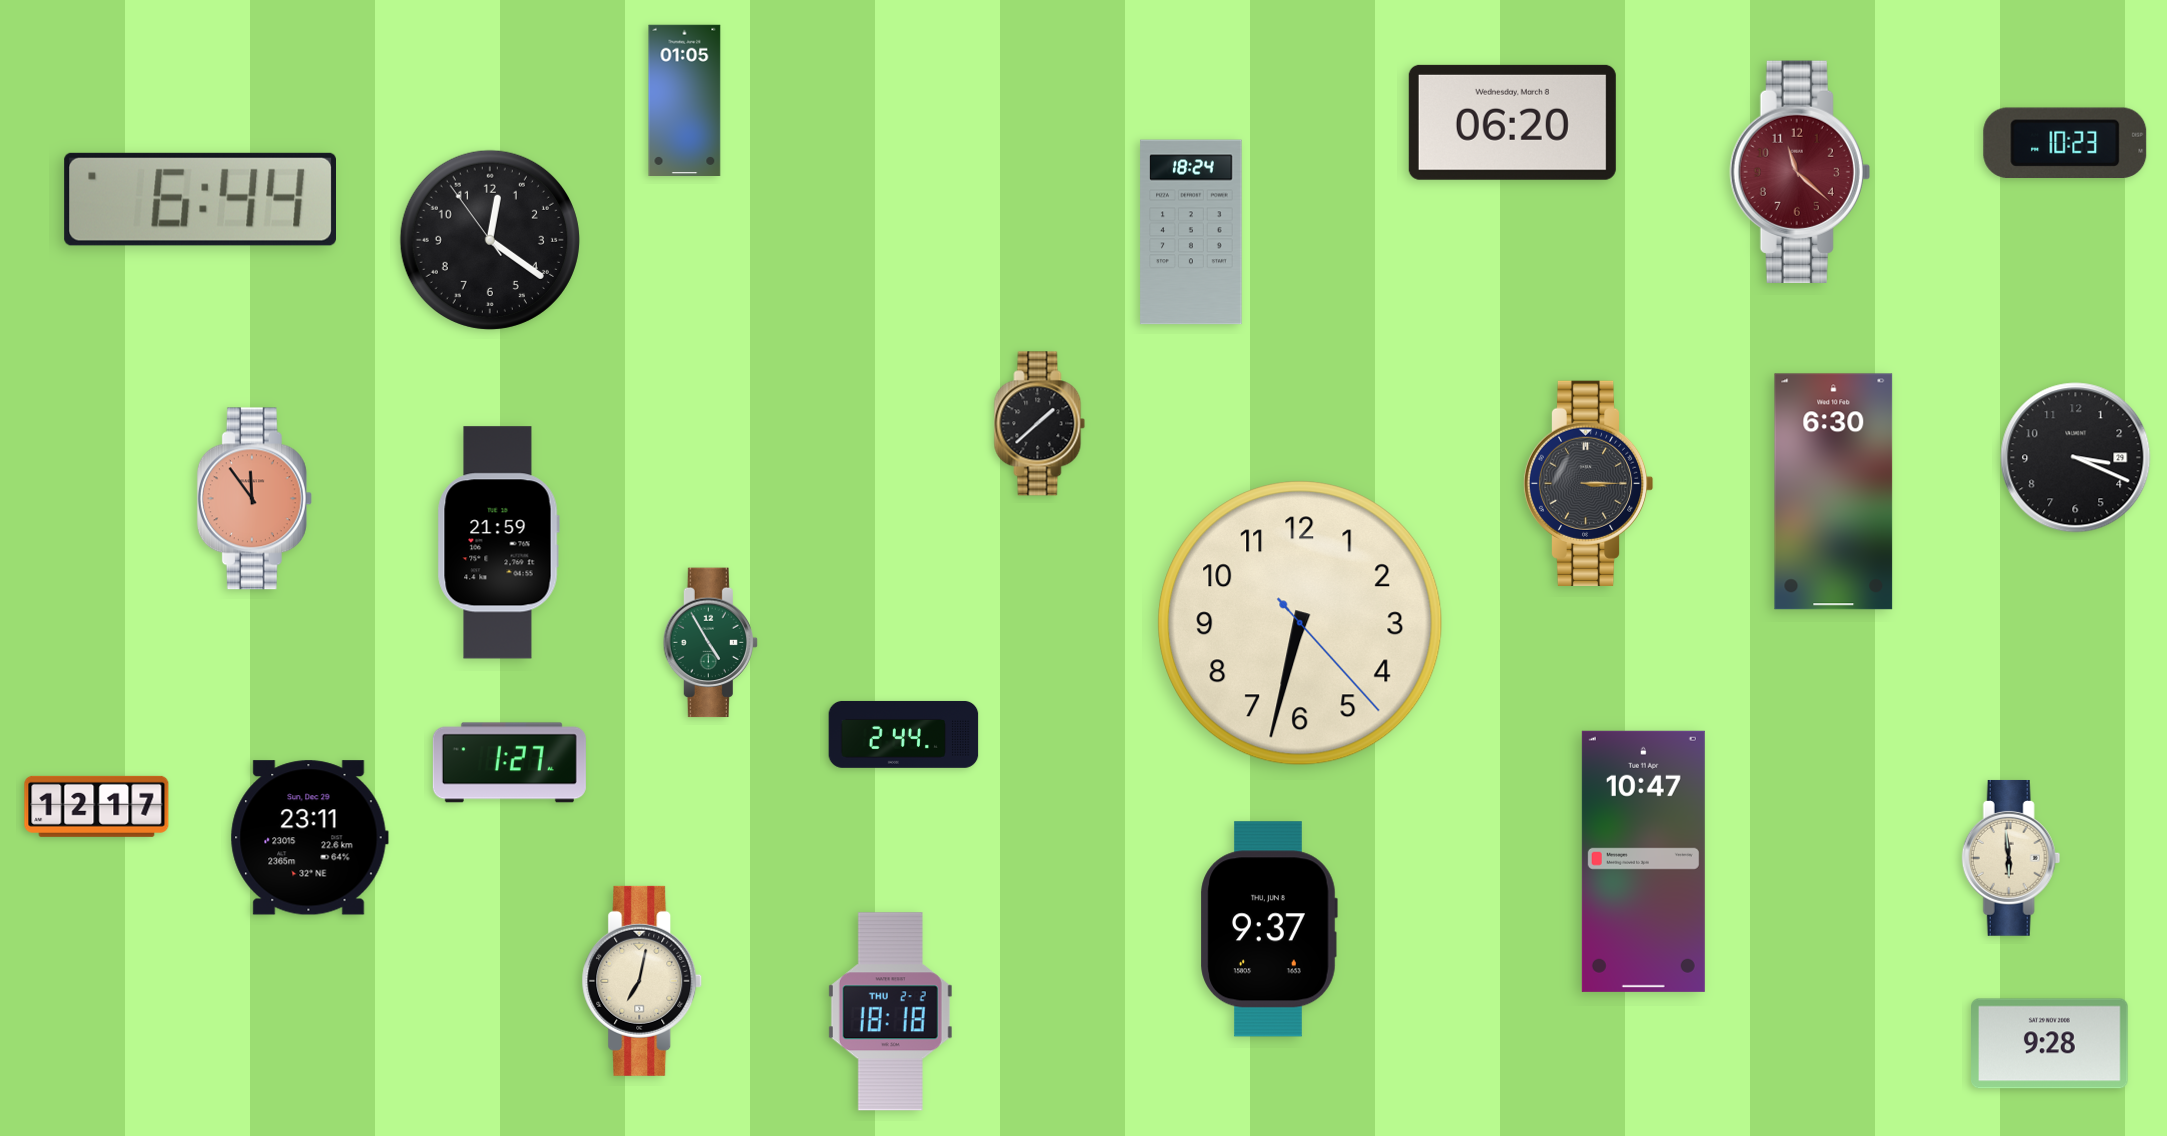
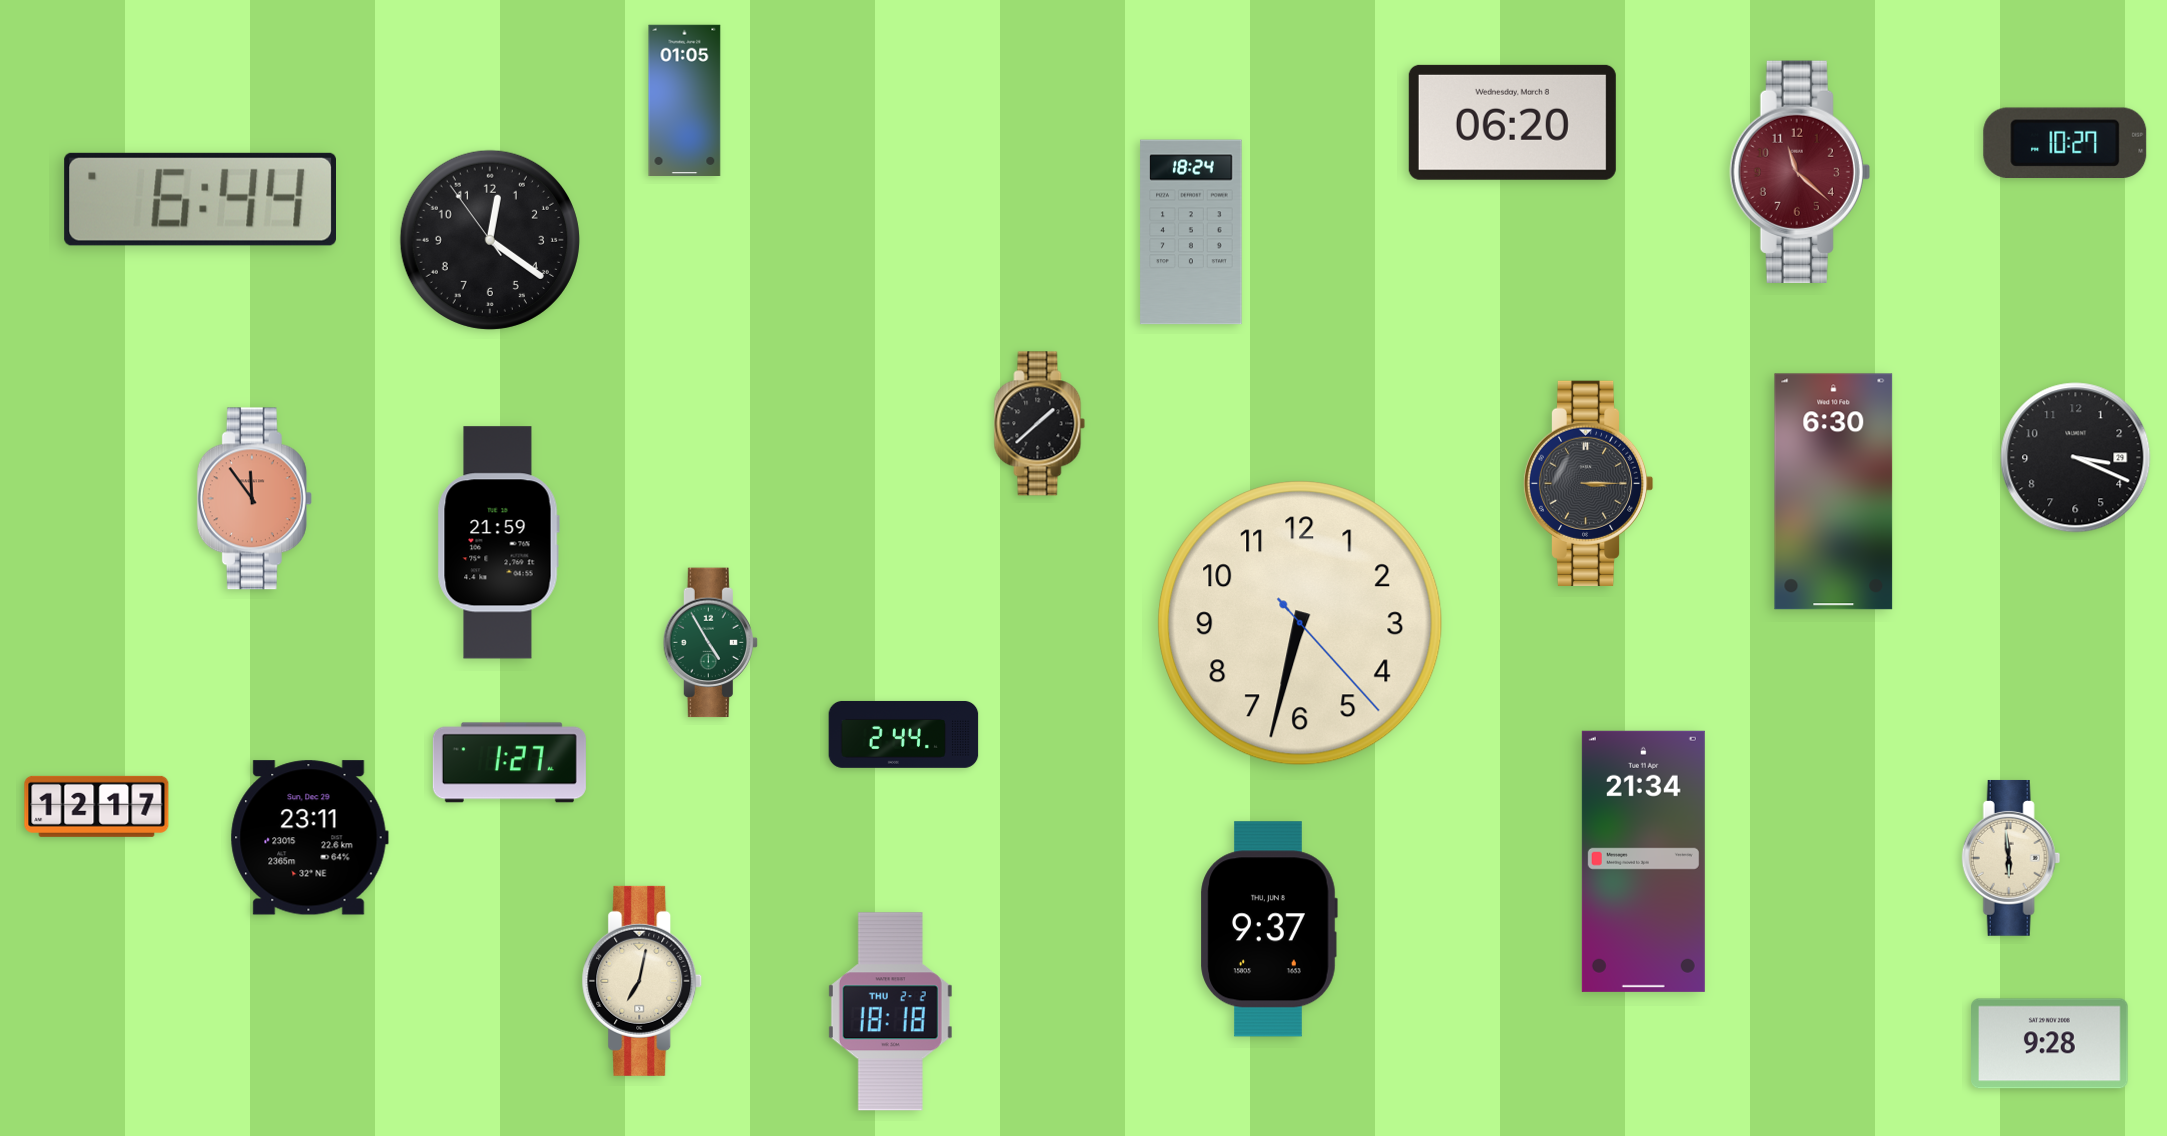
clock at (2065, 142): 10:23 -> 10:27
clock at (1643, 861): 10:47 -> 21:34
